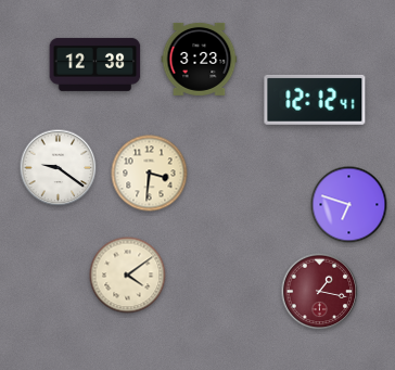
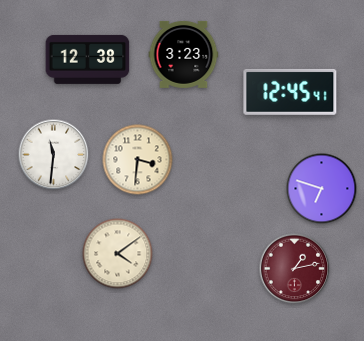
clock at (315, 100): 12:12 -> 12:45
clock at (59, 168): 9:21 -> 11:31
clock at (320, 292): 1:17 -> 1:13
